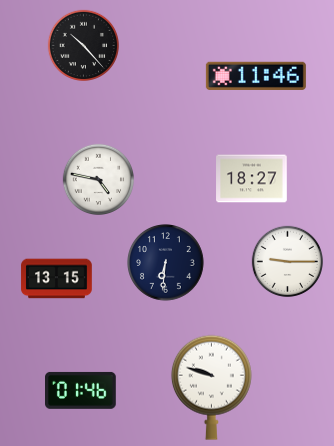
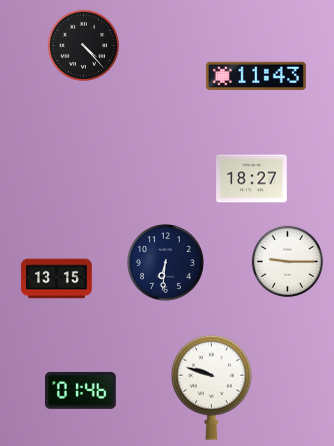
clock at (84, 46): 10:23 -> 4:23
clock at (256, 76): 11:46 -> 11:43
clock at (99, 180): 4:47 -> none
